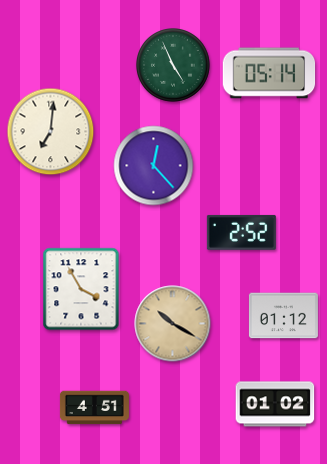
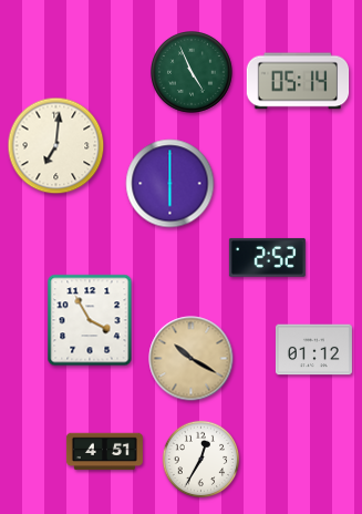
clock at (154, 166): 12:23 -> 6:00
clock at (275, 404): 01:02 -> none
clock at (201, 460): none -> 12:35
